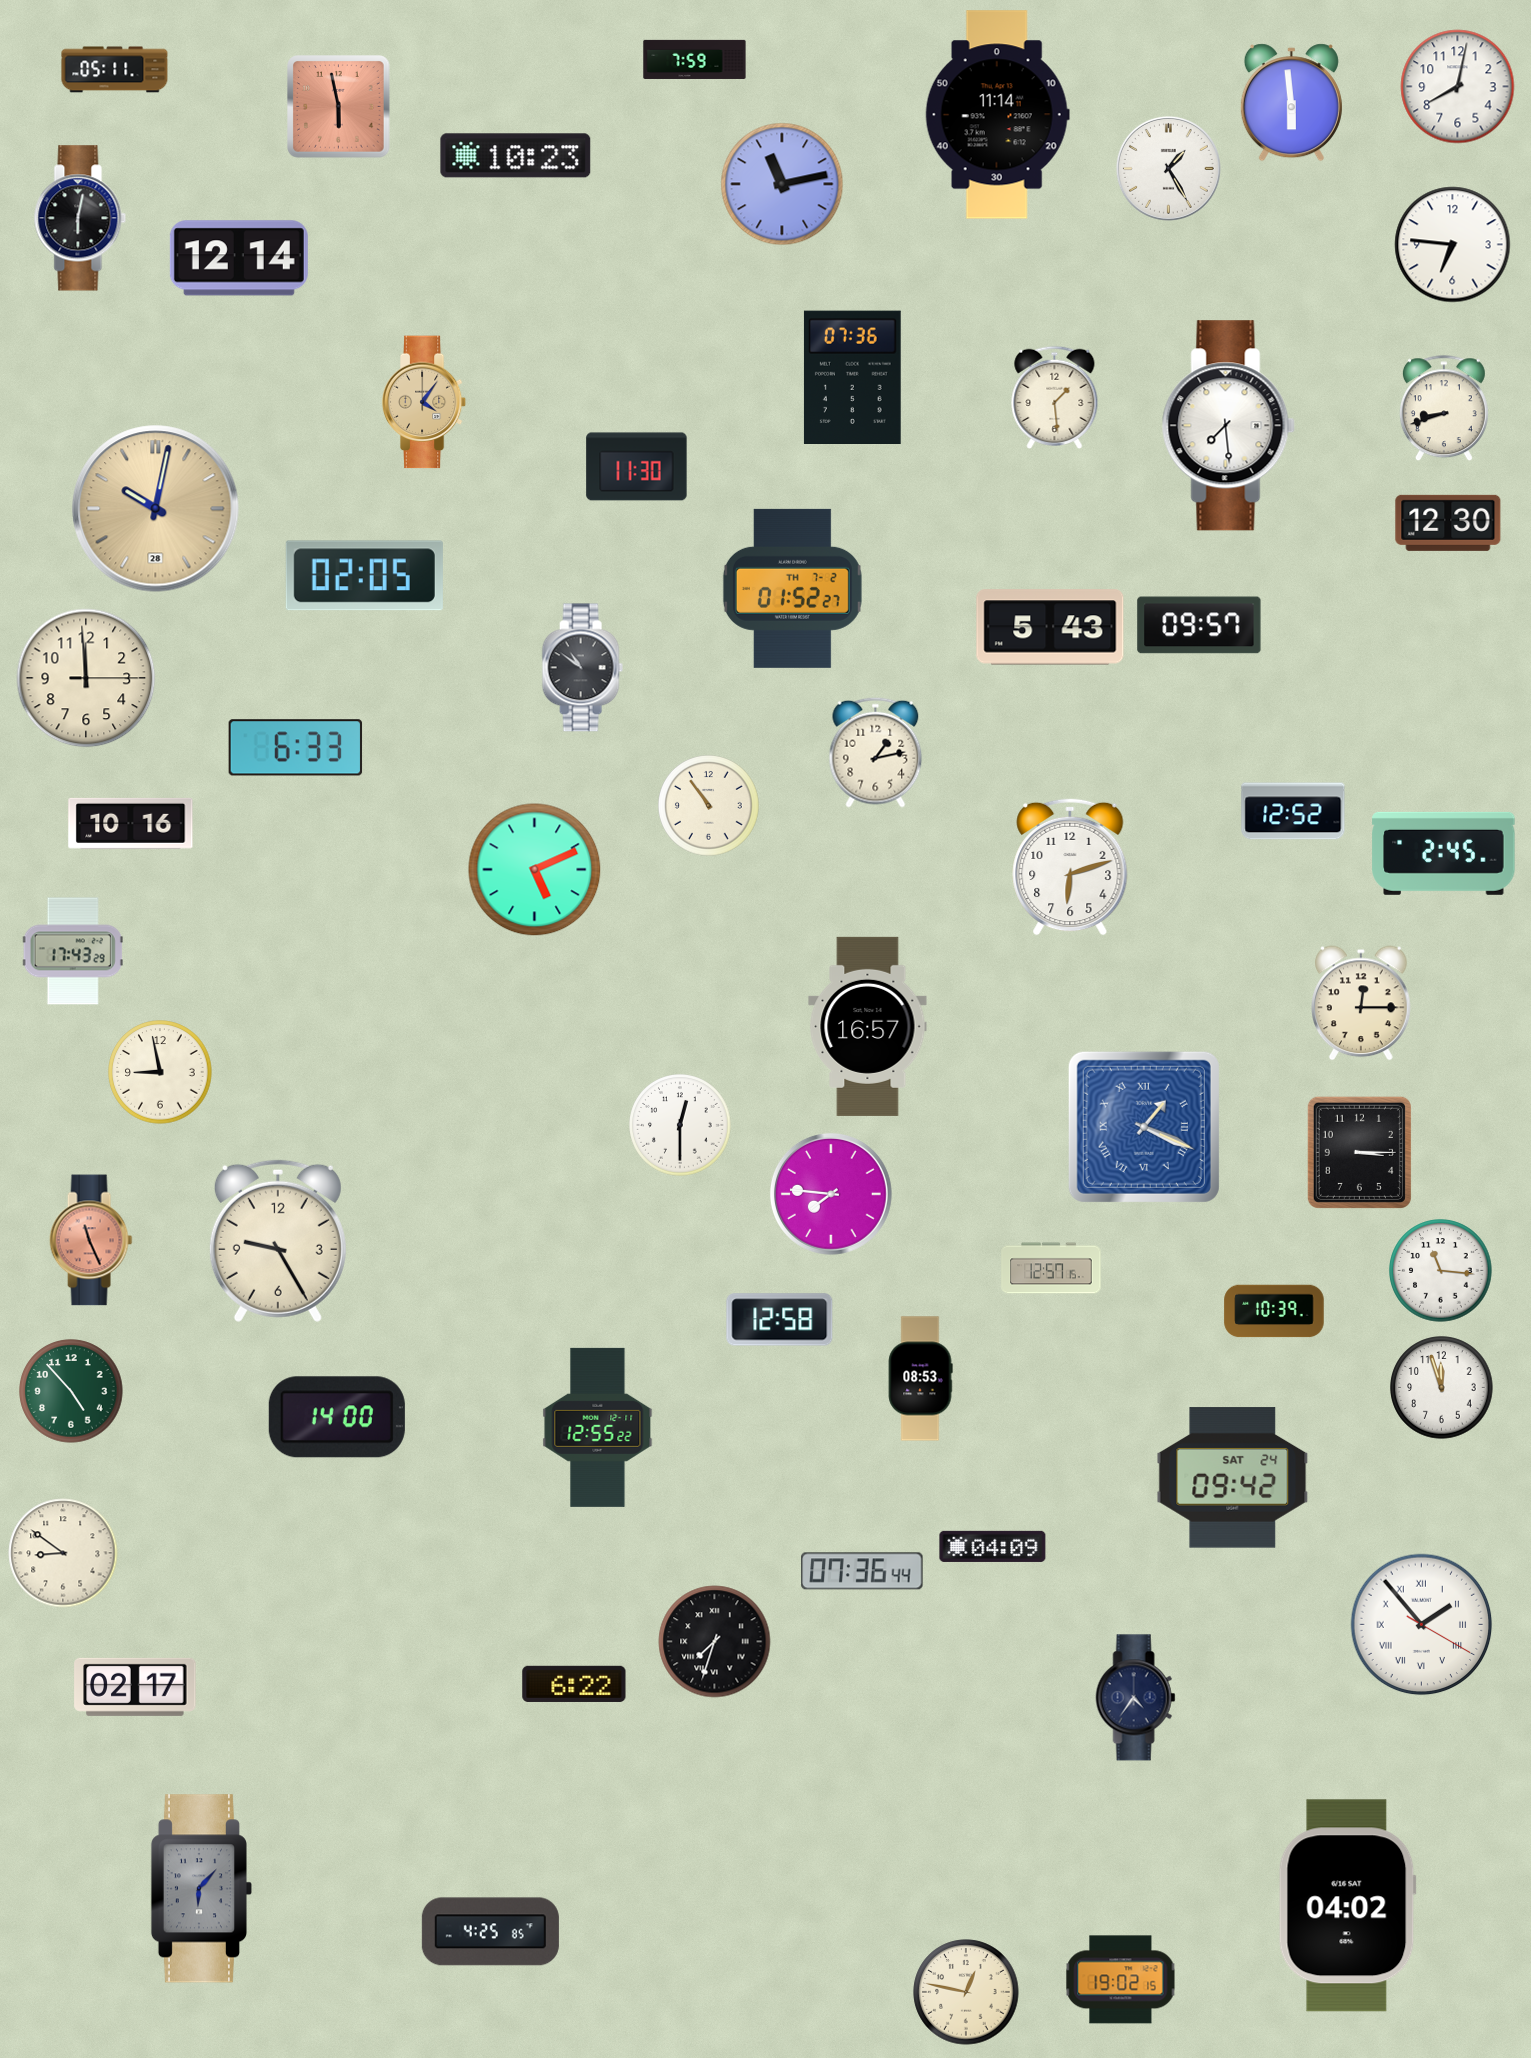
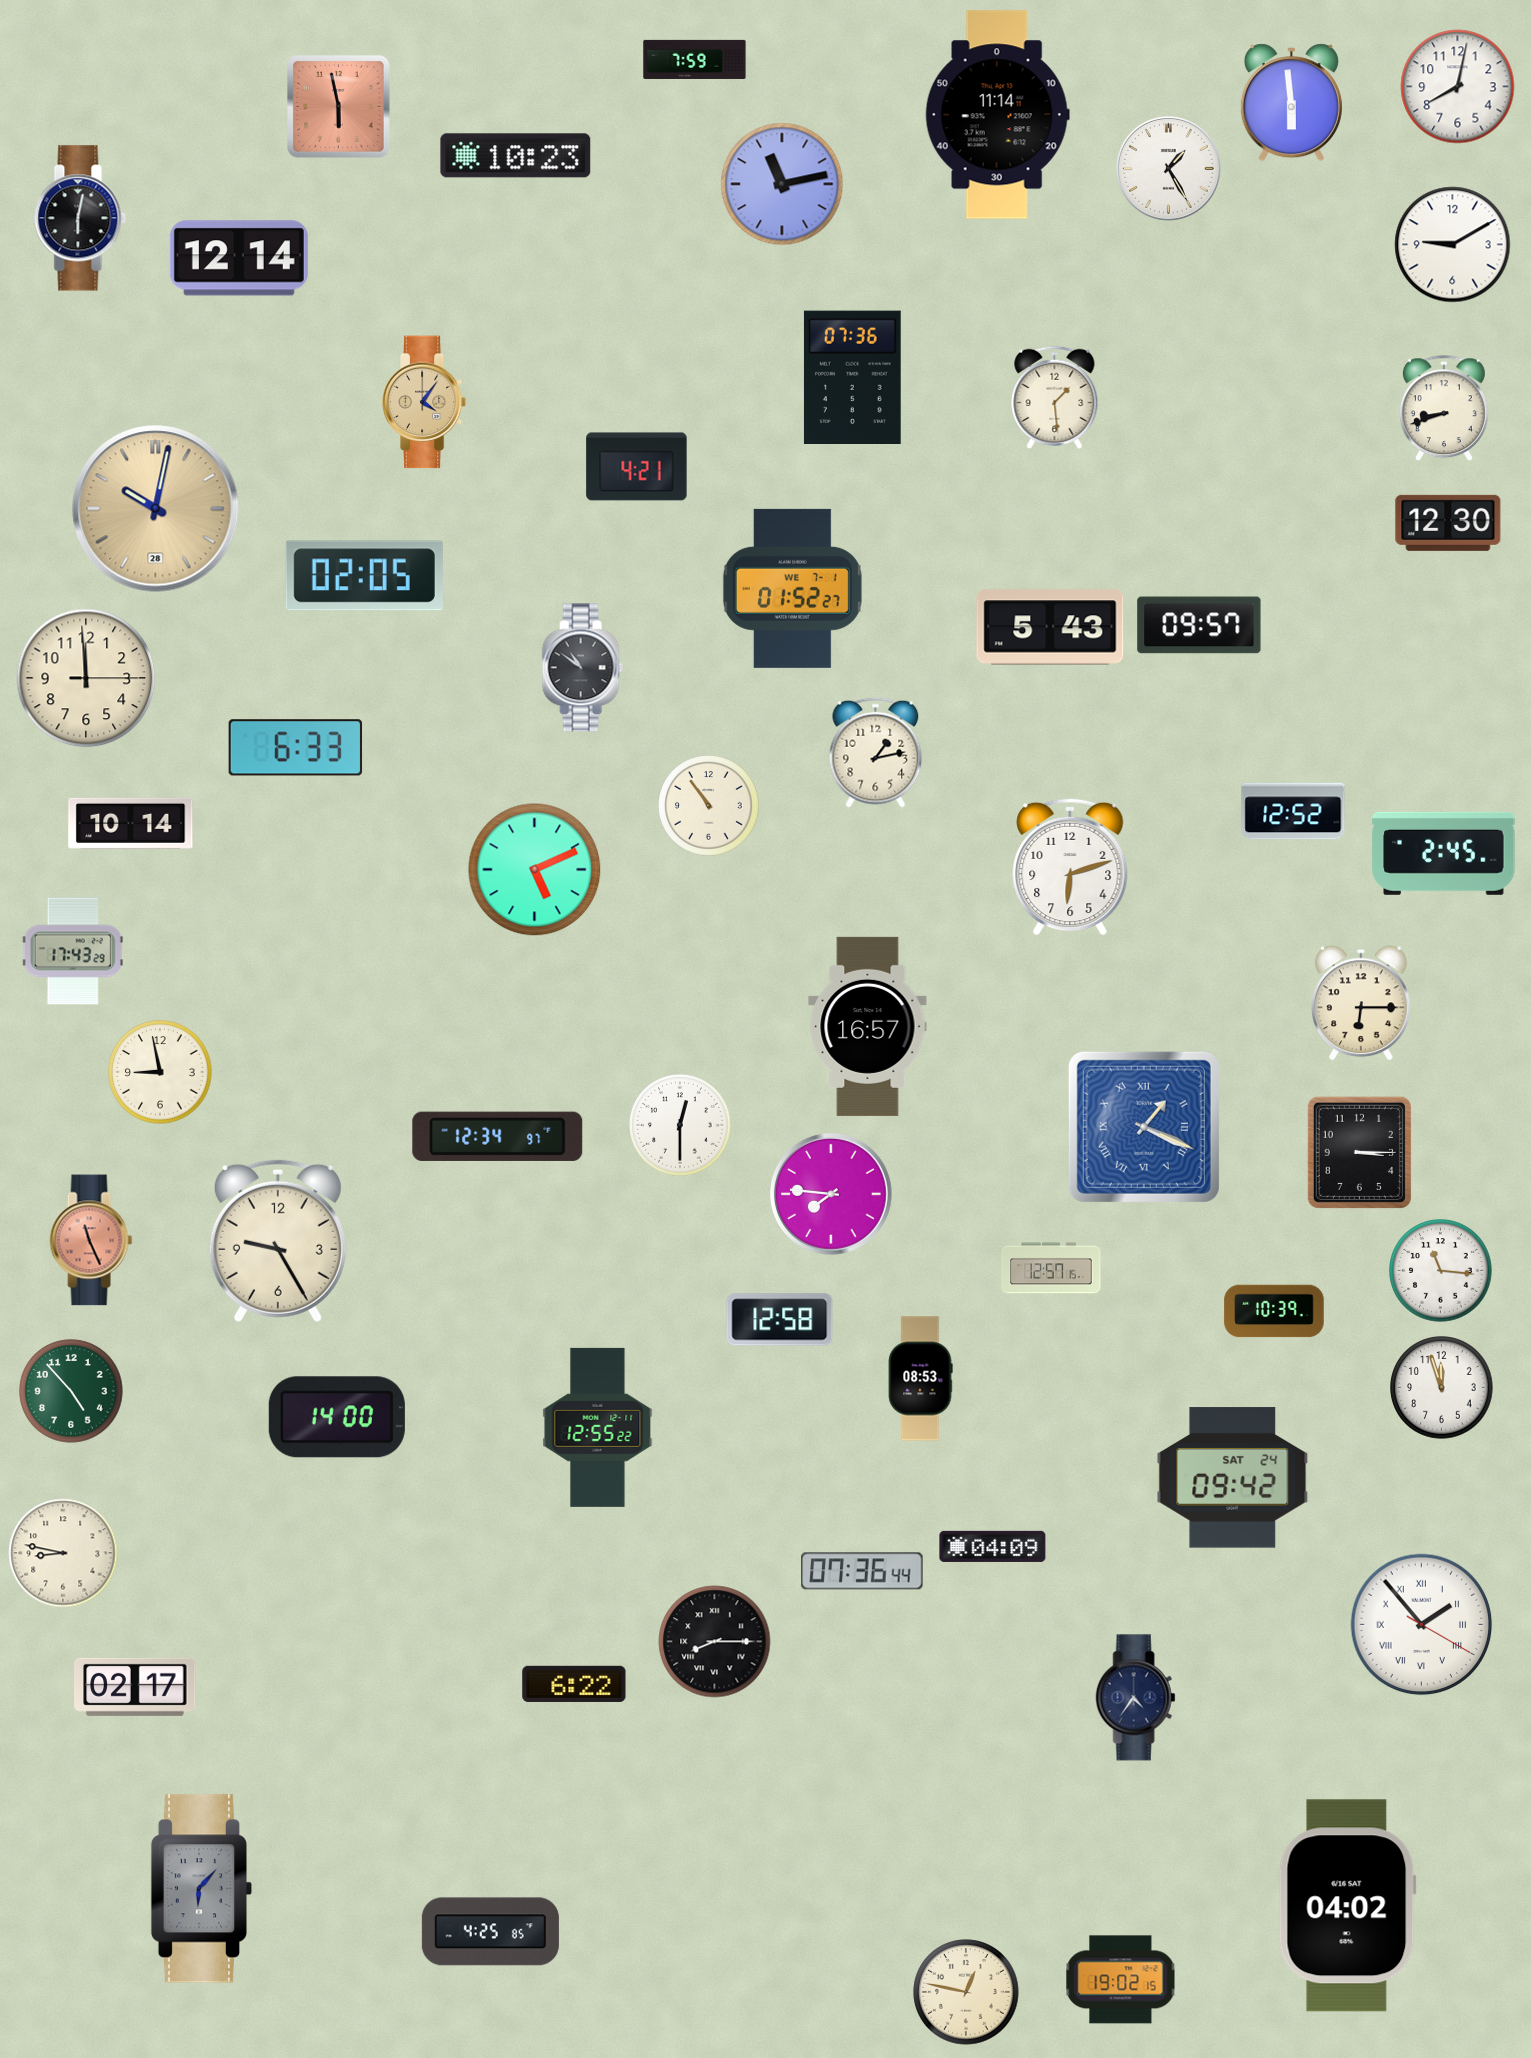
clock at (115, 70): 05:11 -> none
clock at (1453, 245): 6:46 -> 9:10
clock at (1228, 426): 7:29 -> none
clock at (637, 467): 11:30 -> 4:21
clock at (792, 588) date: TH 7-2 -> WE 7-1
clock at (131, 823): 10:16 -> 10:14
clock at (1362, 1003): 12:15 -> 6:15
clock at (498, 1136): none -> 12:34
clock at (63, 1553): 8:51 -> 8:47
clock at (715, 1642): 7:33 -> 8:15
